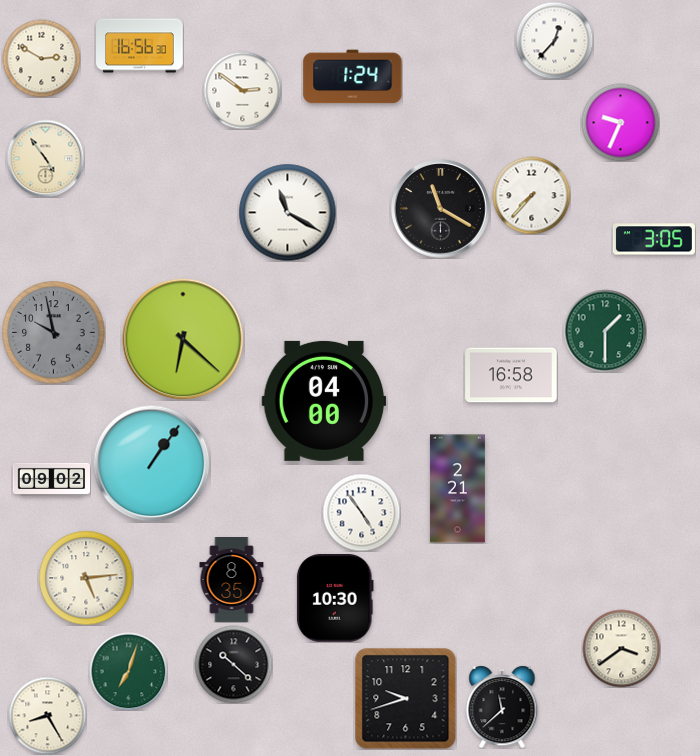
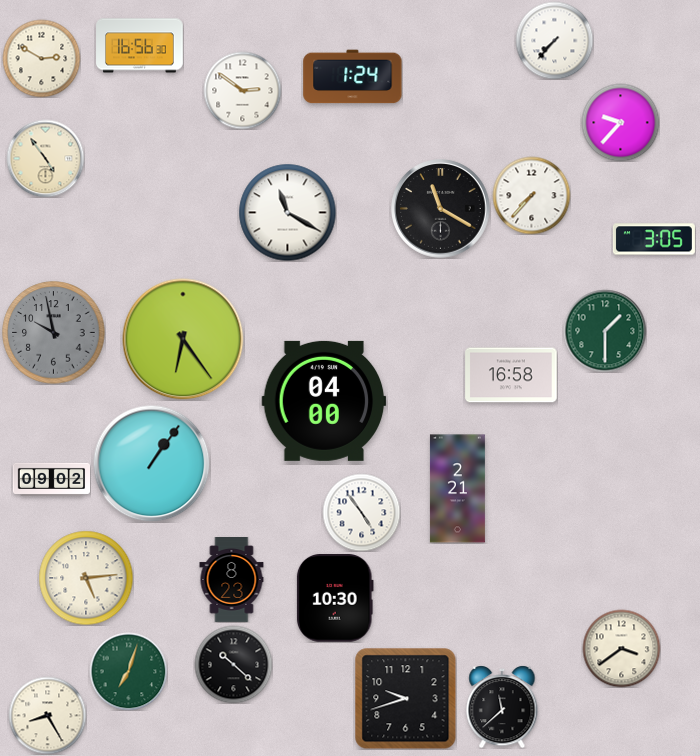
clock at (554, 40): 12:37 -> 7:37
clock at (620, 122): 9:34 -> 9:37
clock at (183, 339): 6:22 -> 6:24
clock at (232, 580): 8:35 -> 8:23
